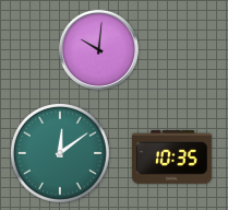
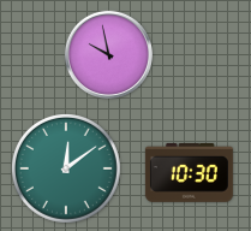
clock at (98, 49): 10:01 -> 9:58
clock at (171, 157): 10:35 -> 10:30
